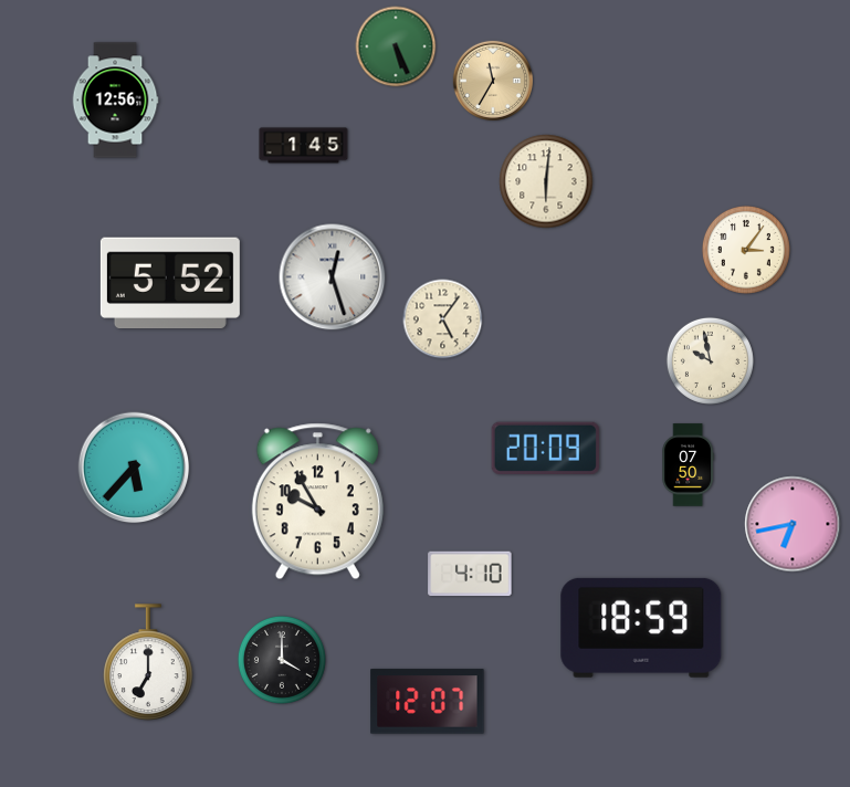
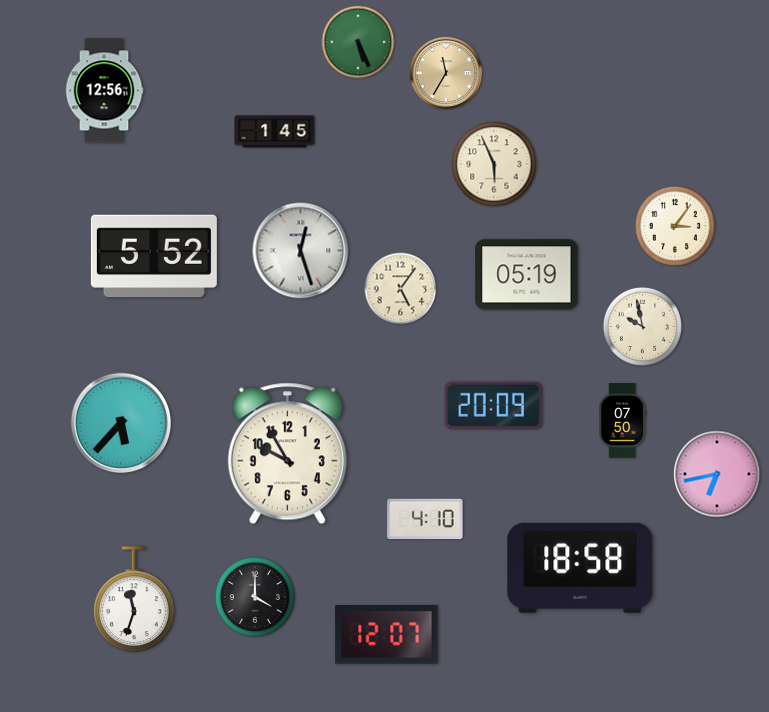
clock at (546, 181): 6:01 -> 5:56
clock at (527, 275): none -> 05:19
clock at (641, 628): 18:59 -> 18:58
clock at (148, 662): 7:00 -> 11:33
